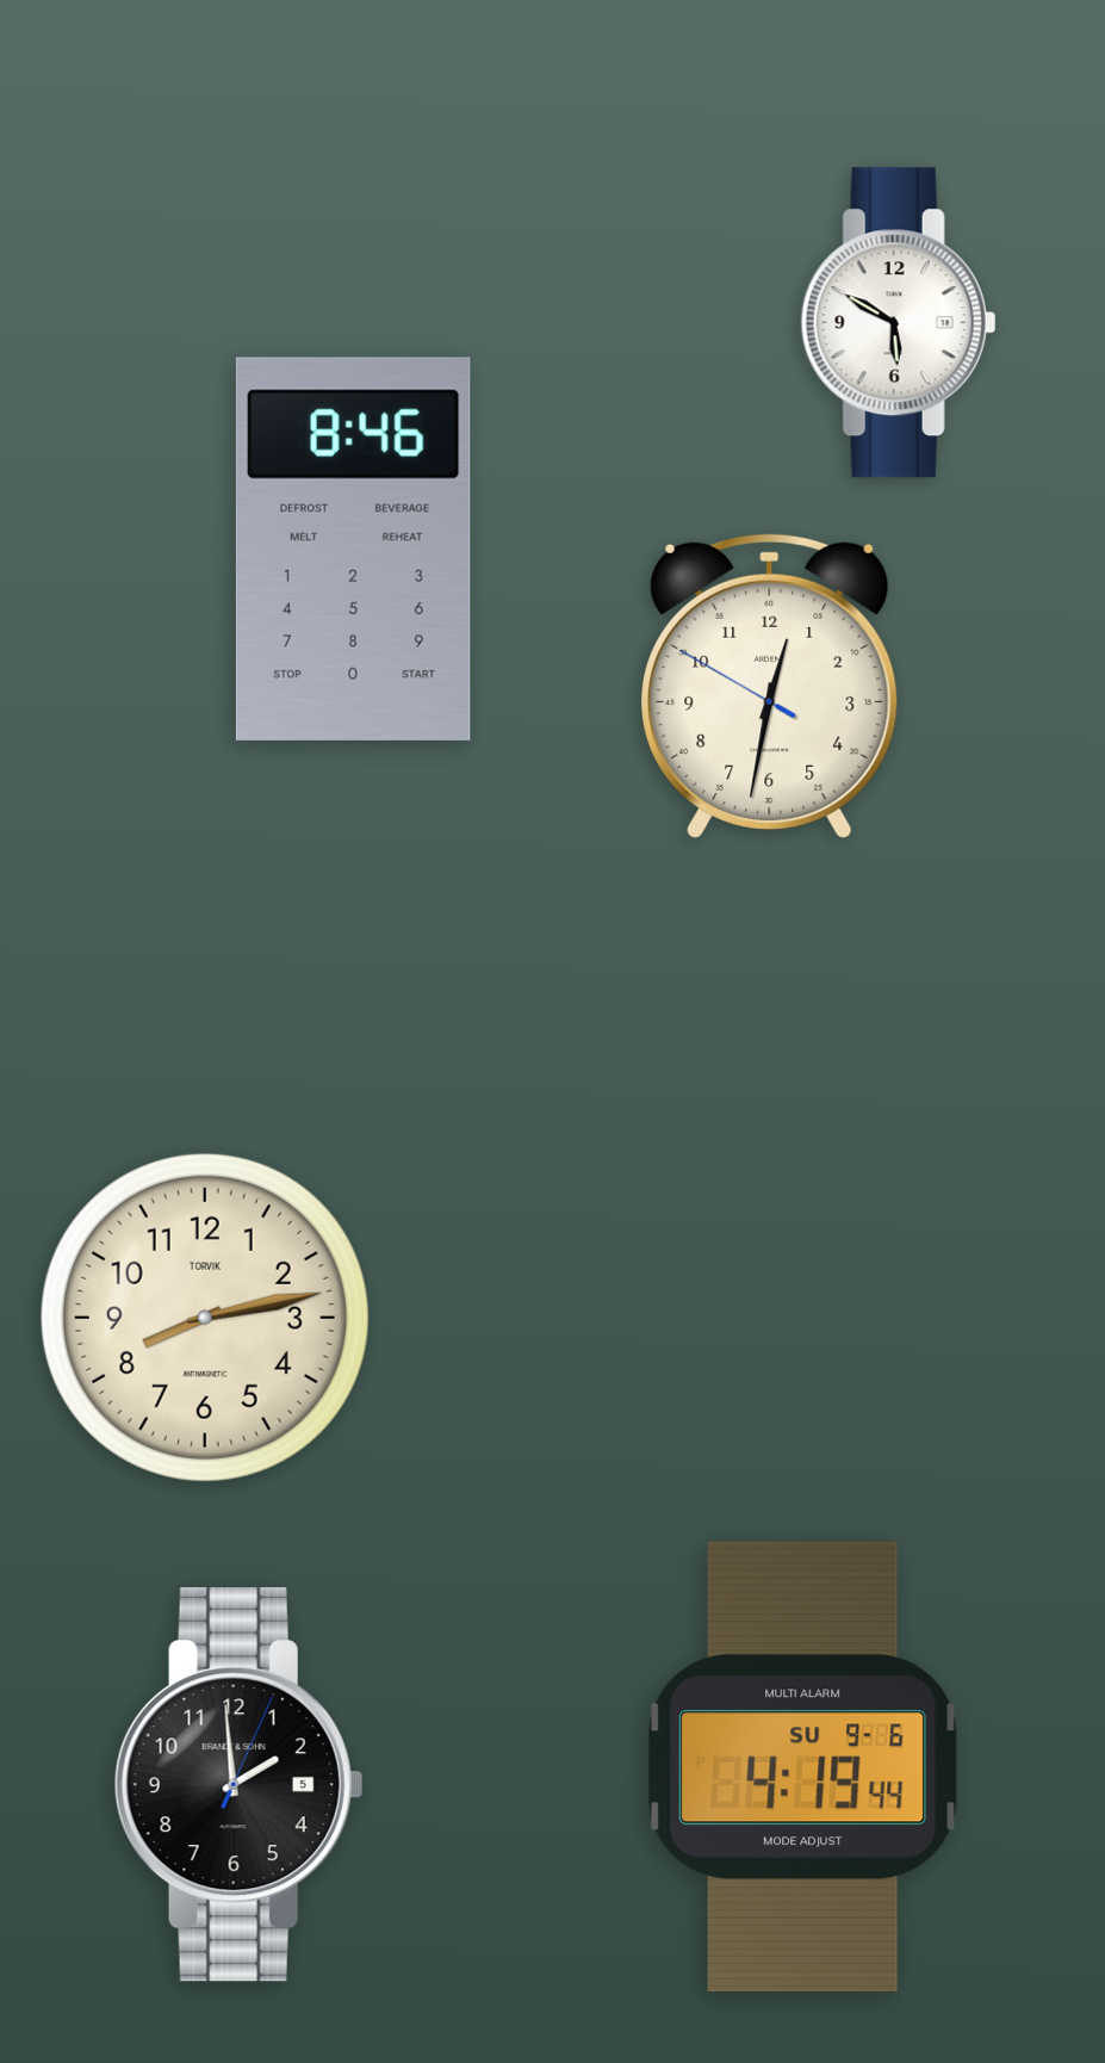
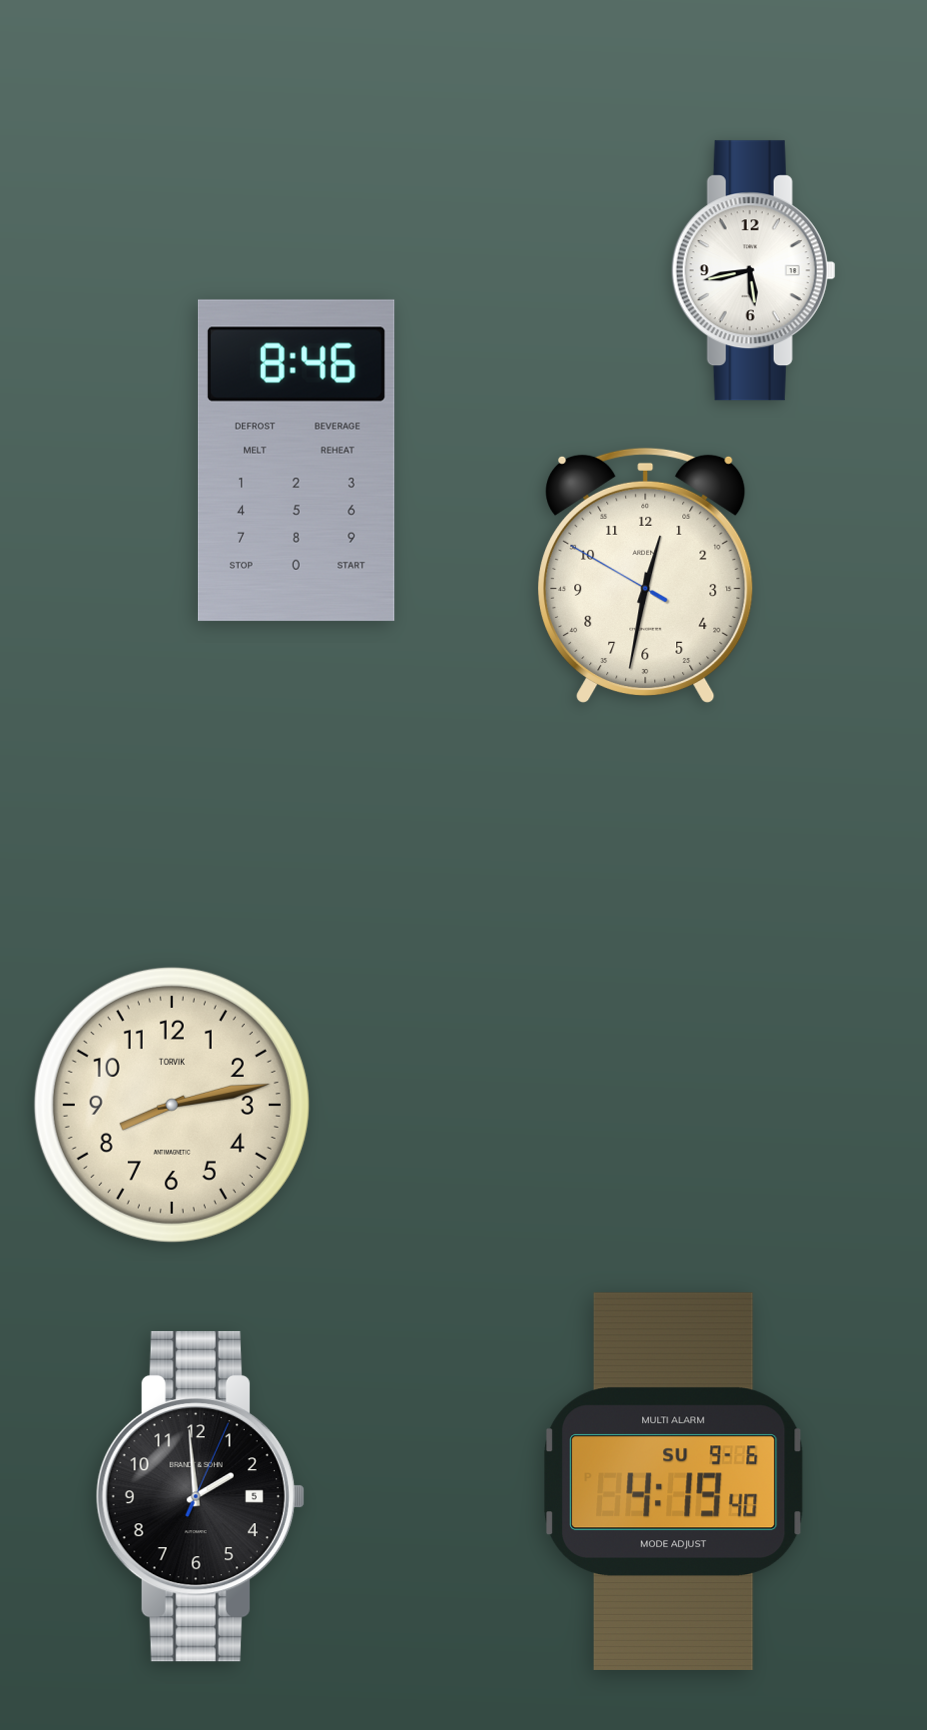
clock at (898, 323): 5:50 -> 5:43
clock at (803, 1766): 4:19:44 -> 4:19:40
